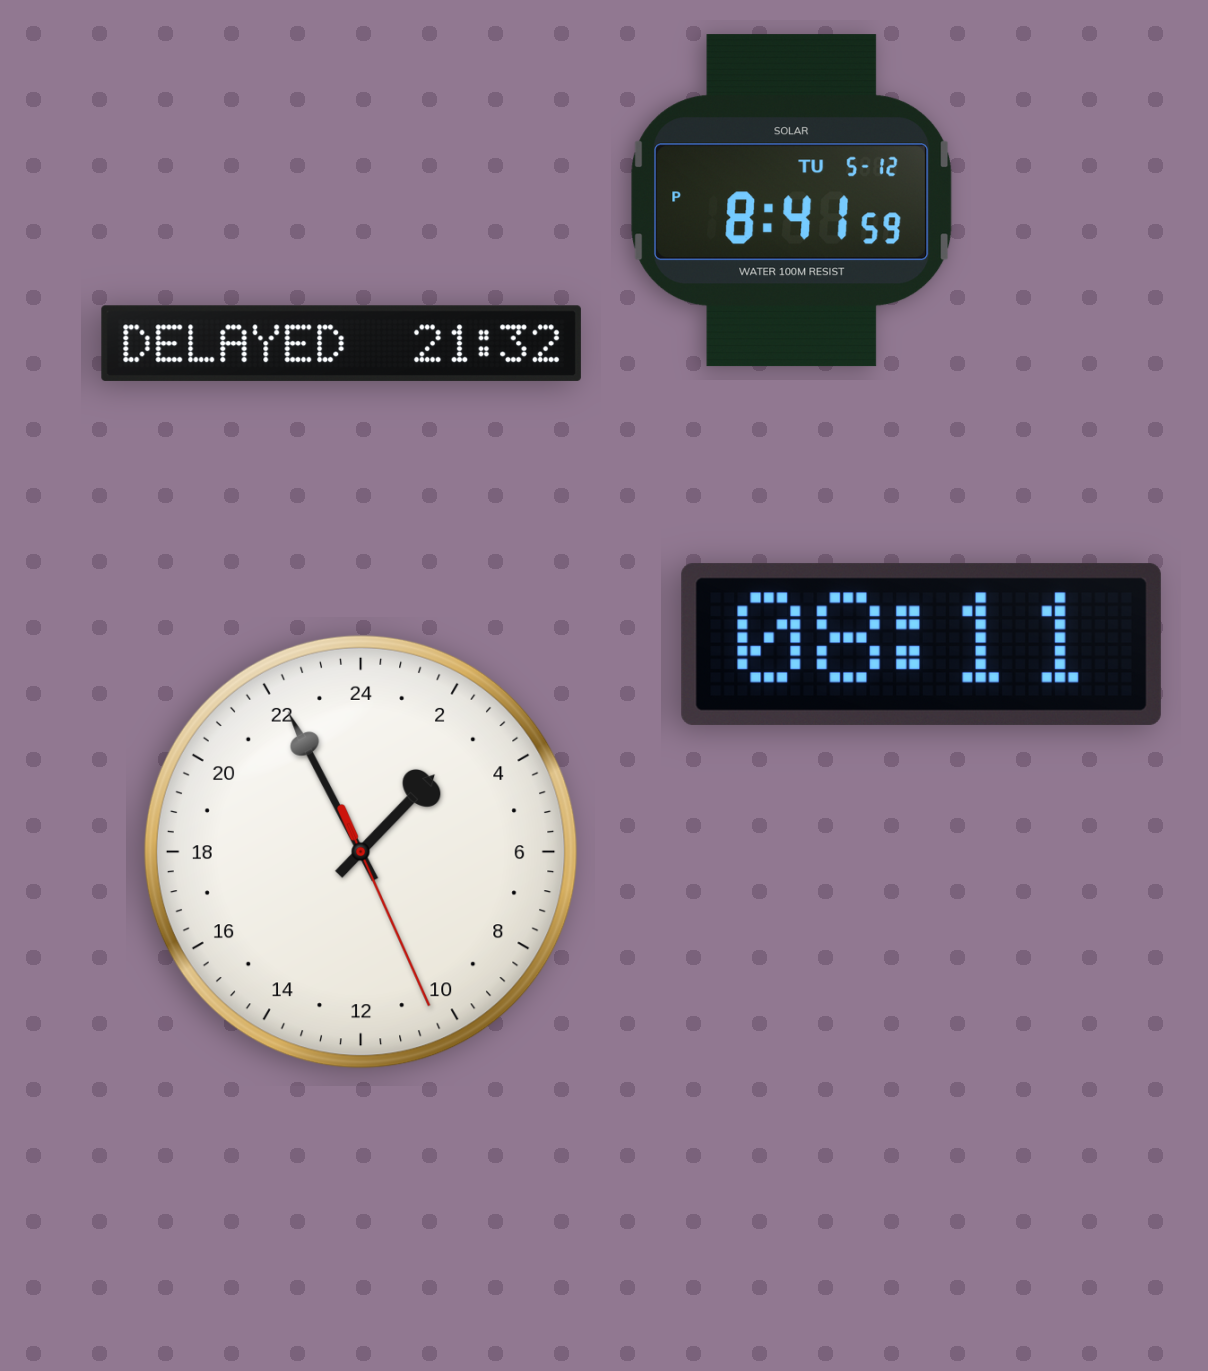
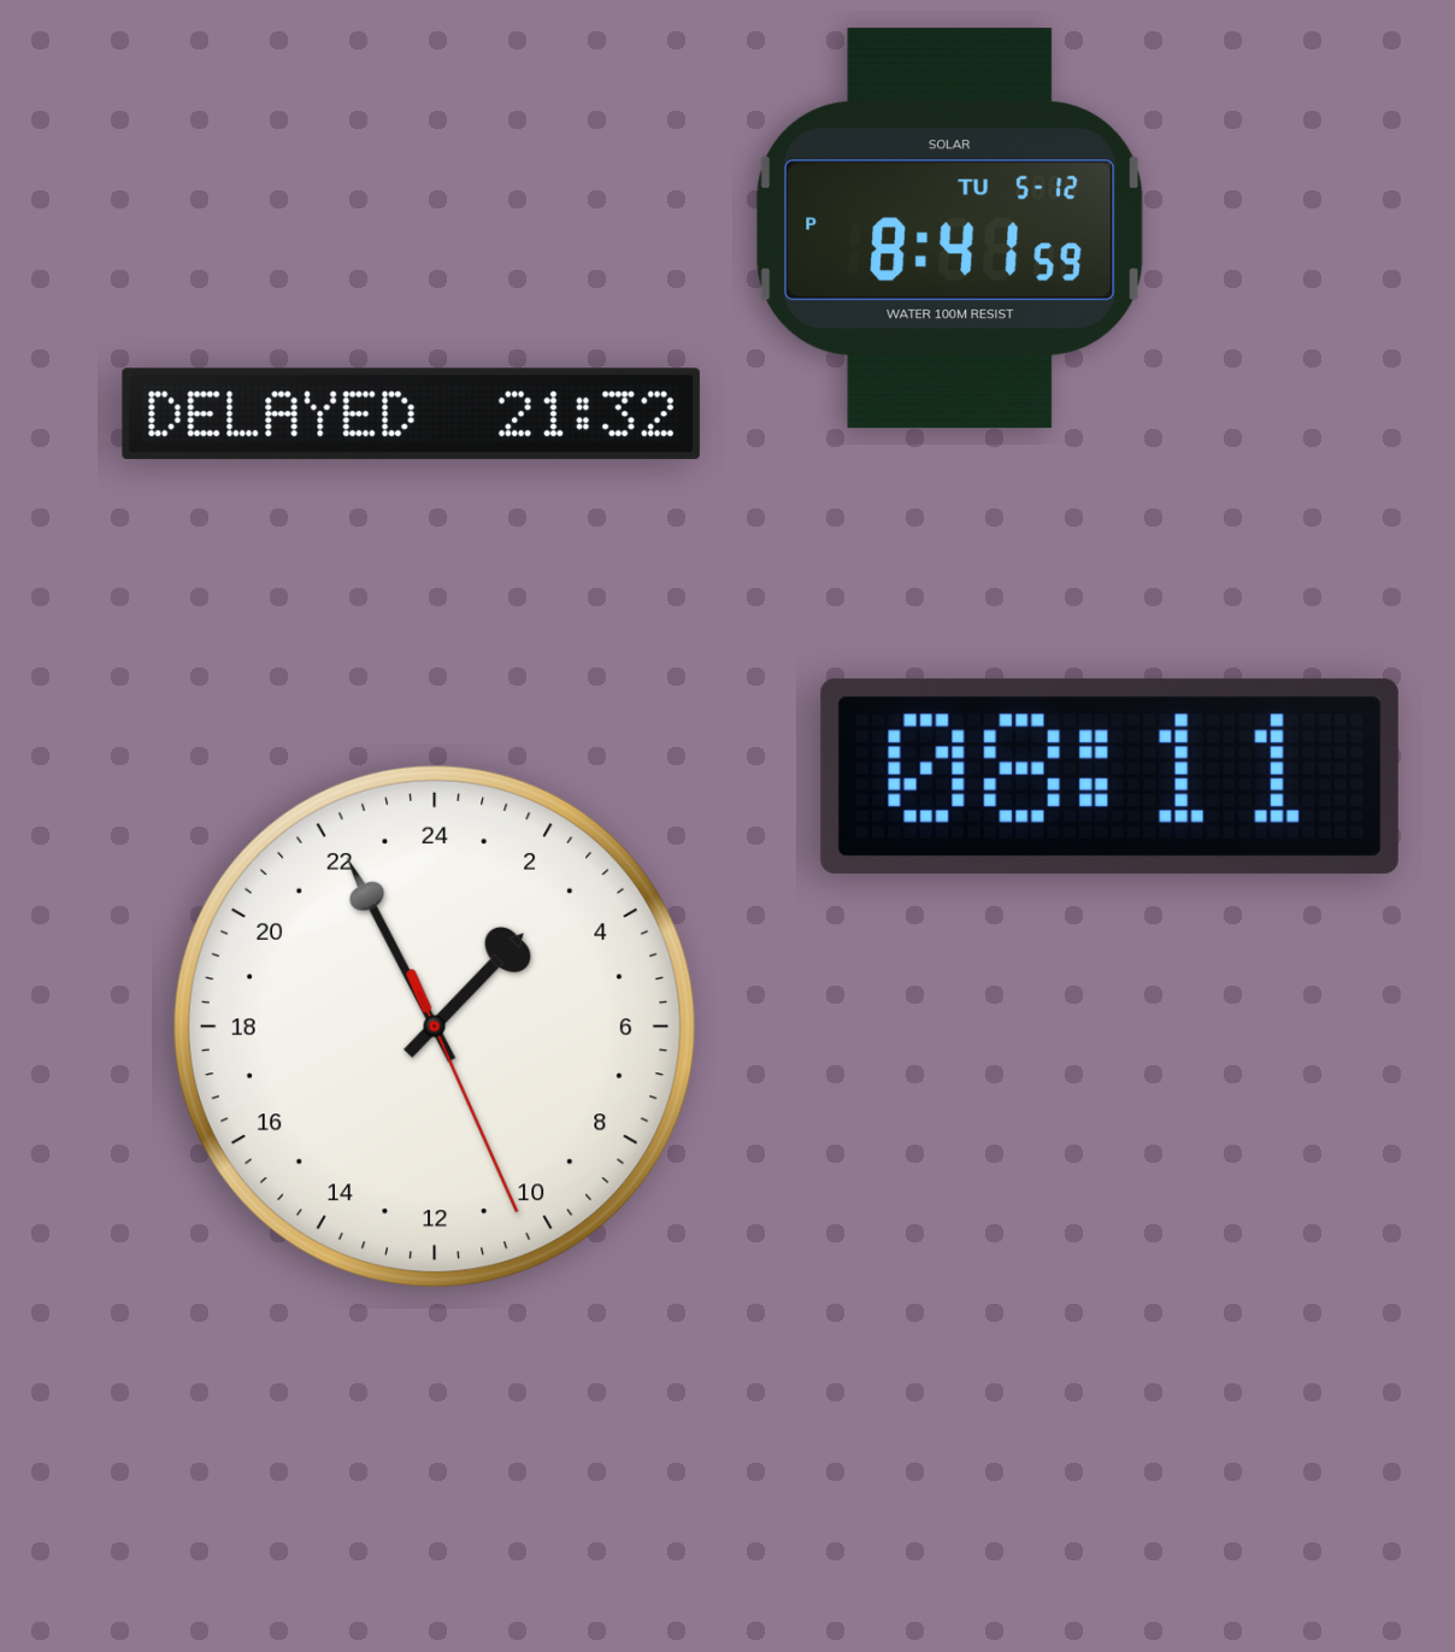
clock at (792, 201) position: (792, 201) -> (950, 229)
